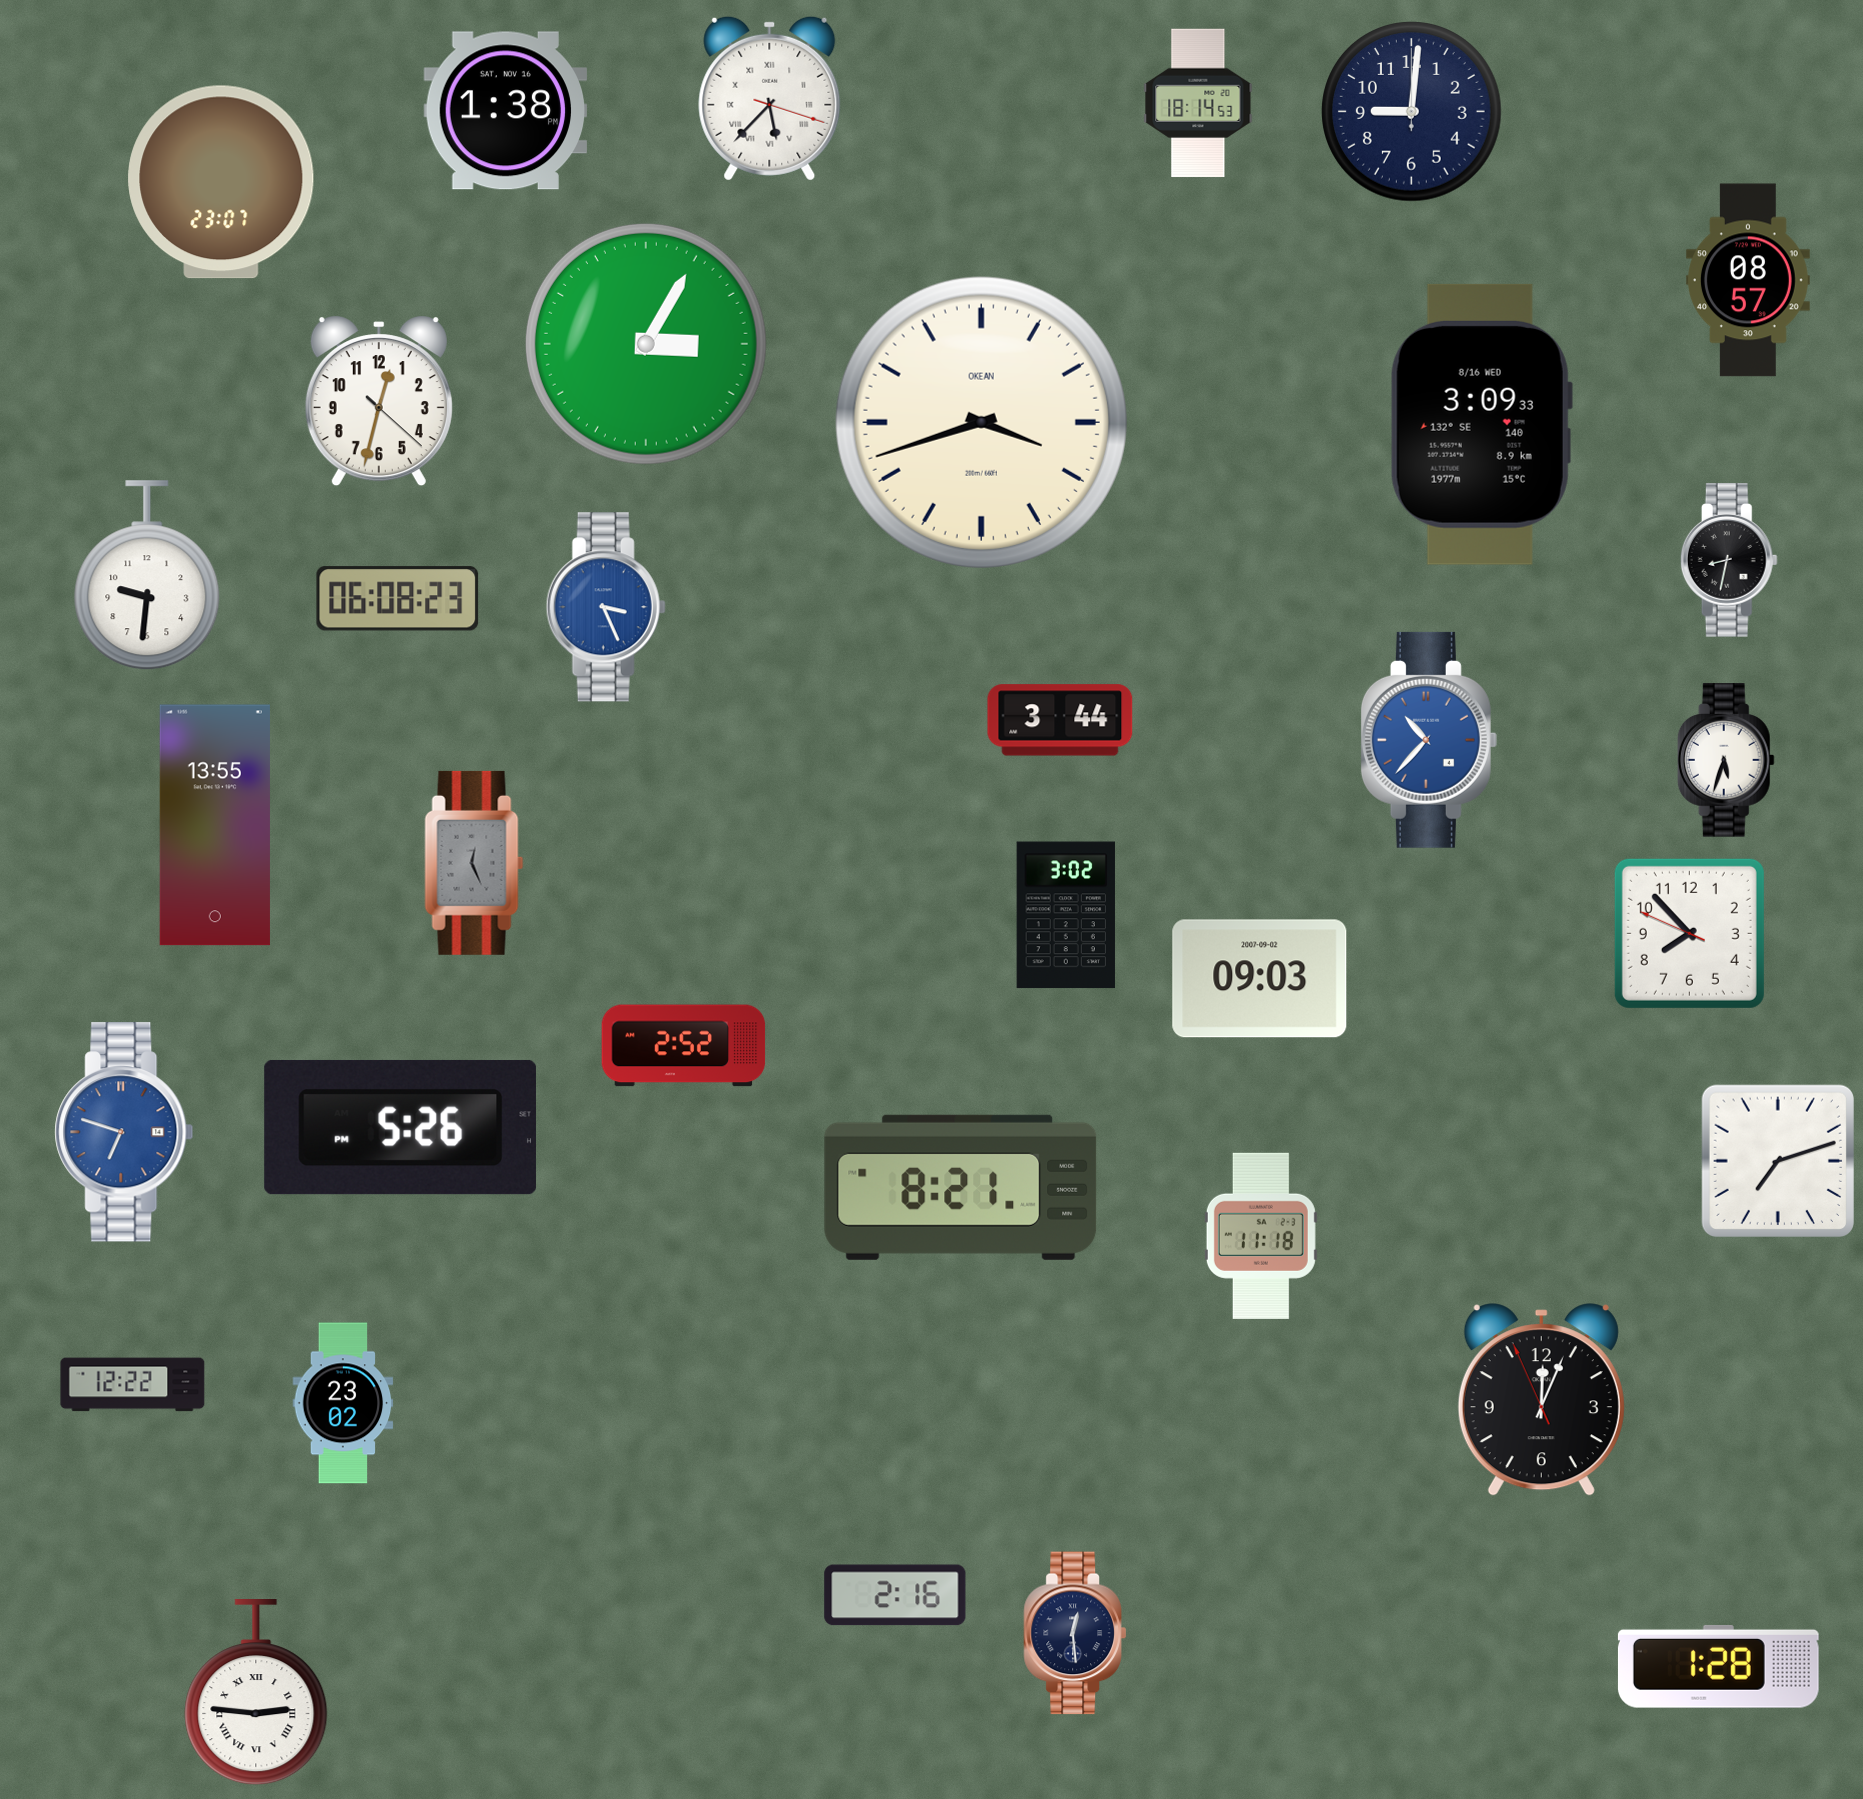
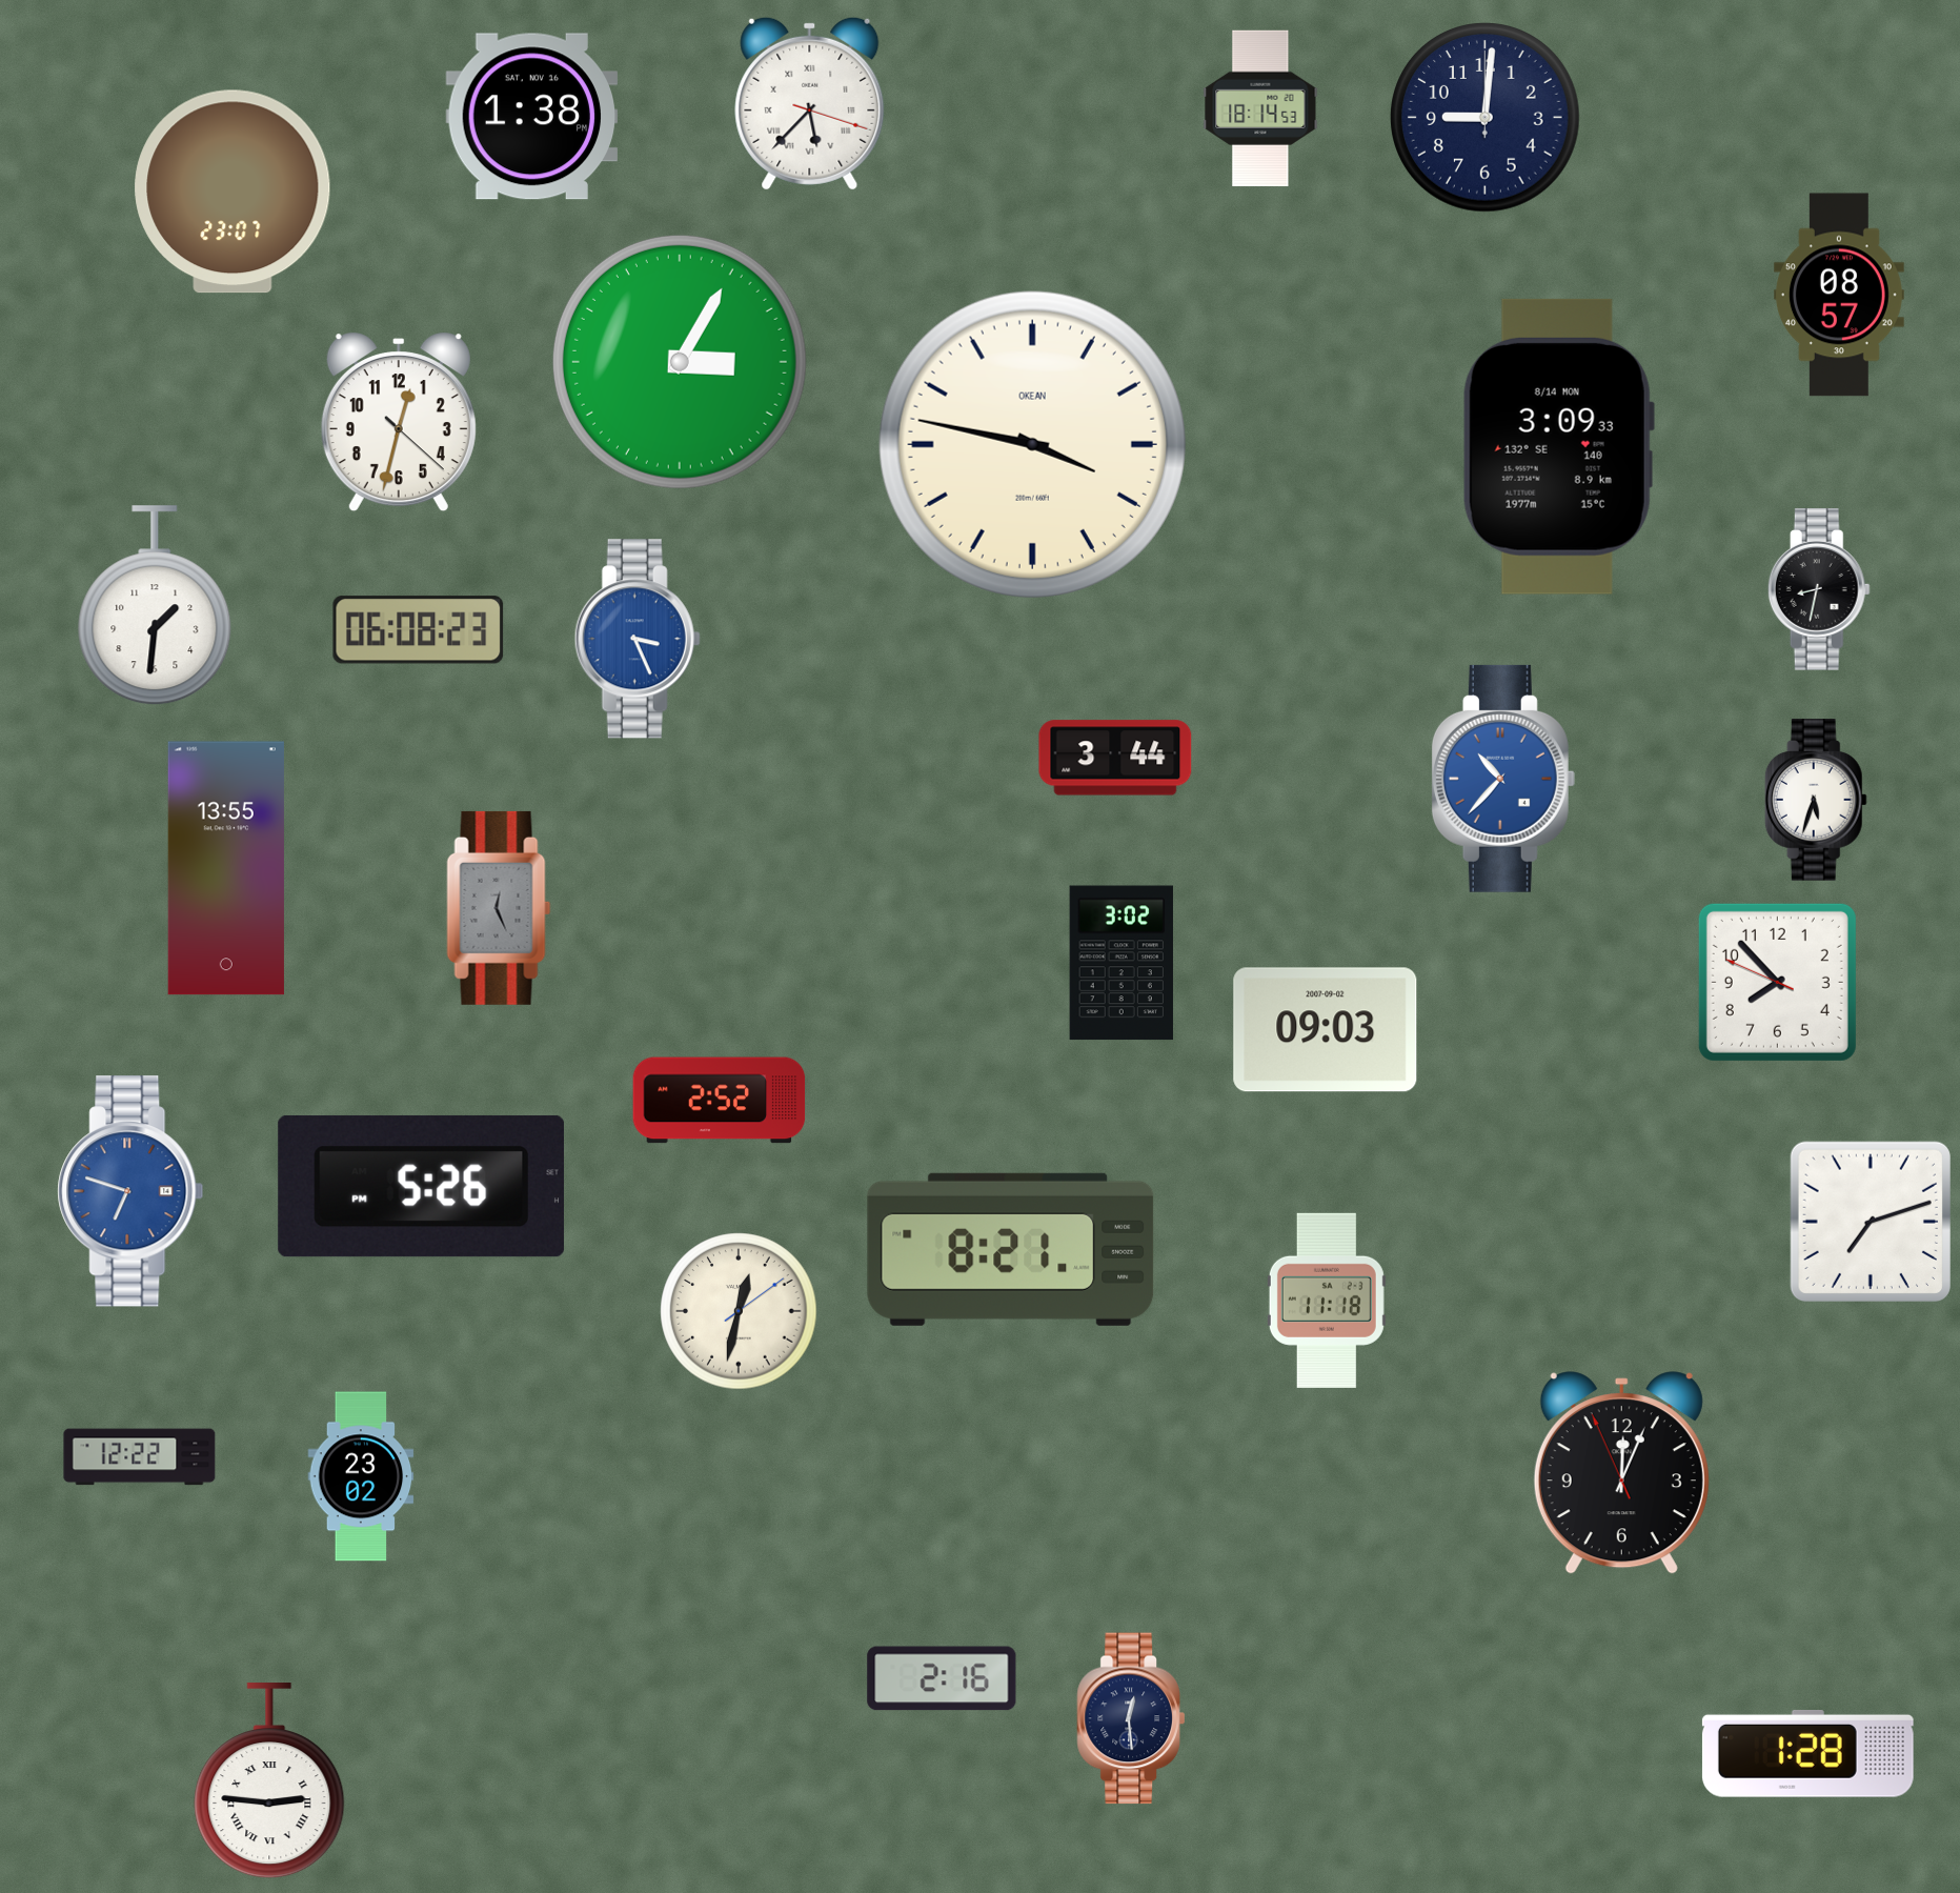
clock at (981, 422): 3:42 -> 3:47
clock at (1481, 424) date: 8/16 WED -> 8/14 MON
clock at (147, 576): 9:31 -> 1:31
clock at (739, 1311): none -> 12:32
